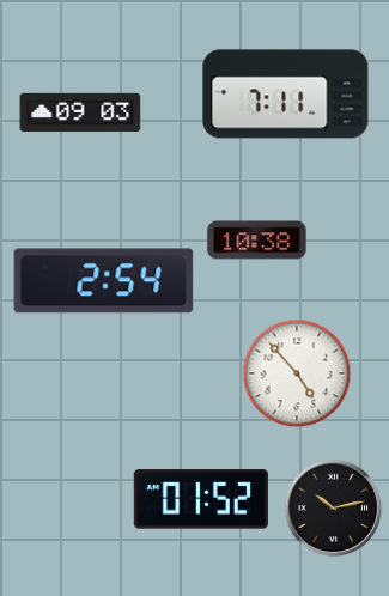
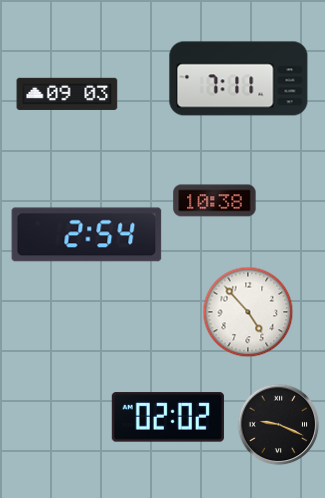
clock at (201, 499): 01:52 -> 02:02
clock at (333, 507): 10:13 -> 9:19
